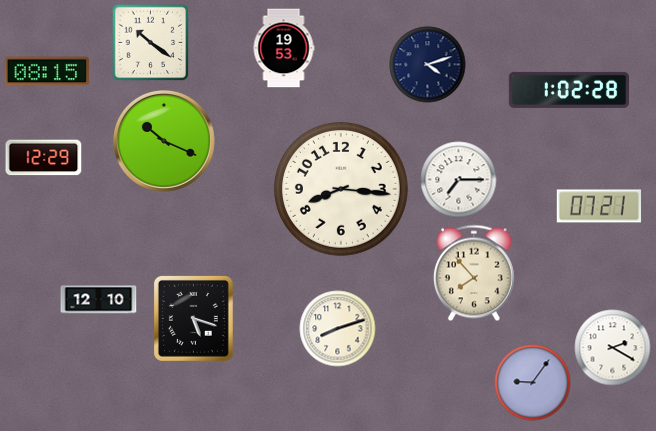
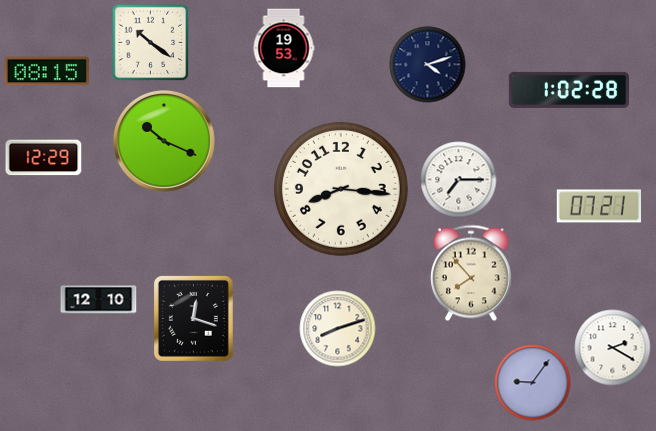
clock at (474, 273) position: (474, 273) -> (471, 273)
clock at (193, 318): 5:18 -> 12:18
